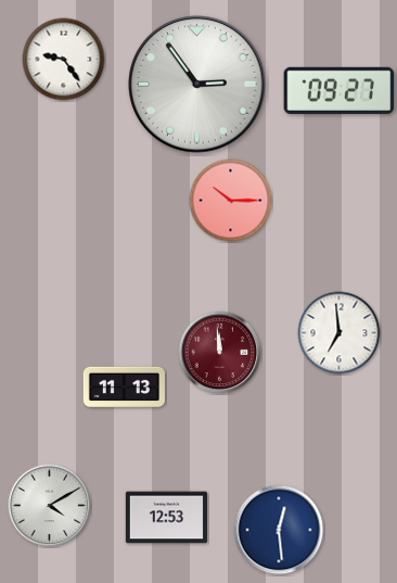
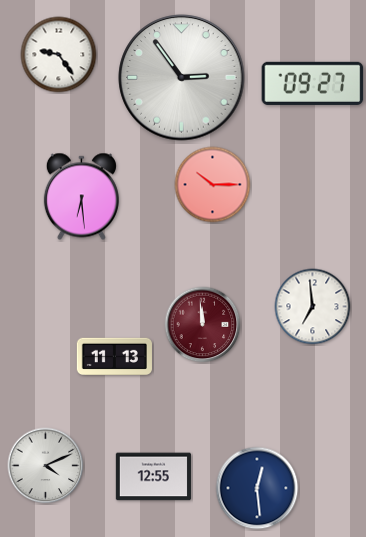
clock at (81, 197): none -> 6:29
clock at (50, 506): 4:10 -> 4:11
clock at (166, 518): 12:53 -> 12:55
